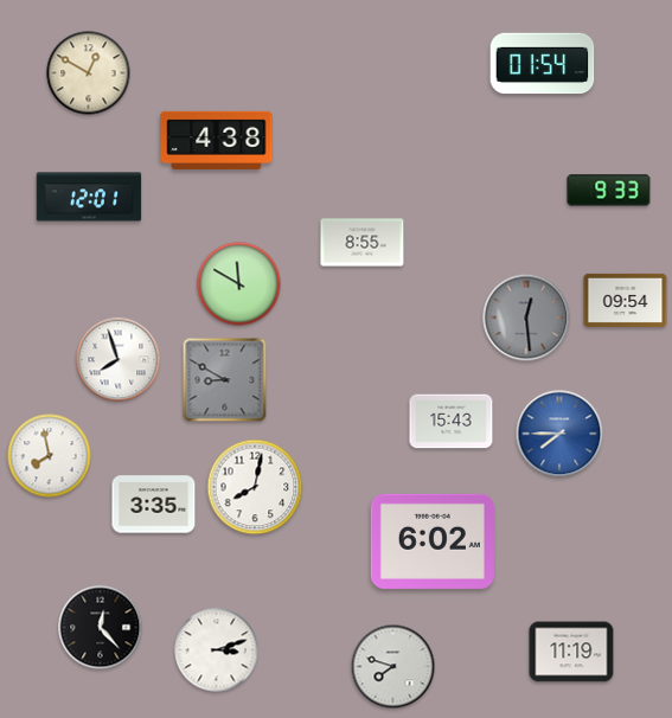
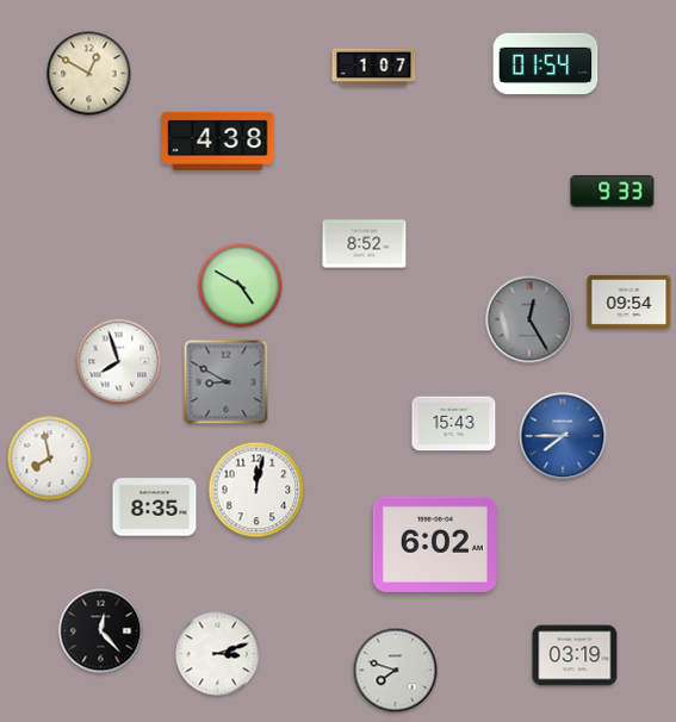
clock at (374, 68): none -> 1:07
clock at (89, 197): 12:01 -> none
clock at (363, 243): 8:55 -> 8:52
clock at (239, 284): 11:50 -> 4:50
clock at (526, 318): 12:29 -> 12:25
clock at (255, 487): 8:02 -> 12:02
clock at (154, 505): 3:35 -> 8:35
clock at (571, 652): 11:19 -> 03:19
